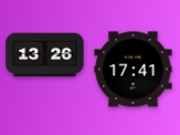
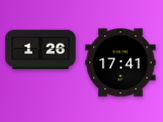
clock at (45, 55): 13:26 -> 1:26
